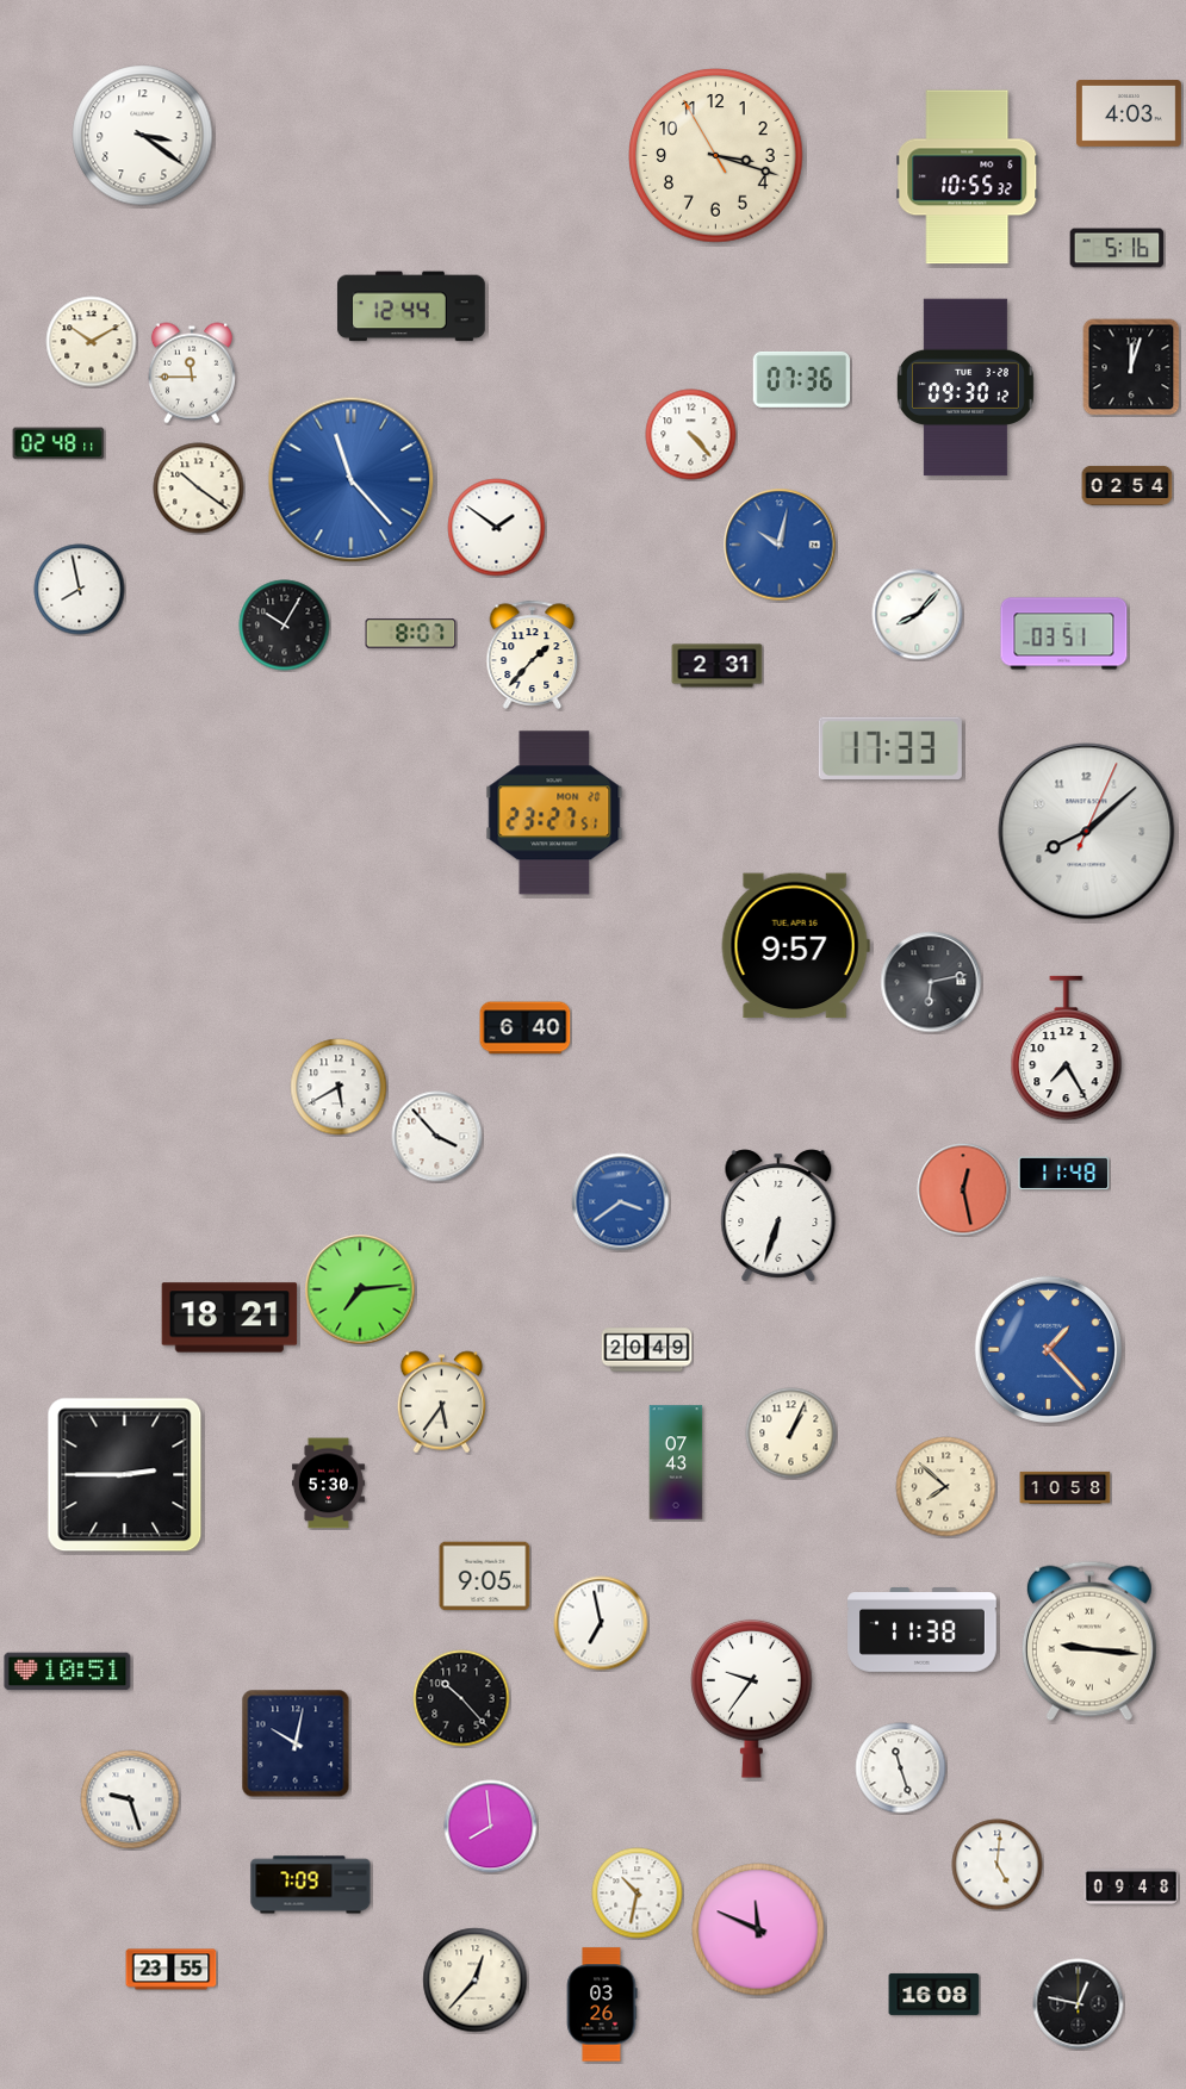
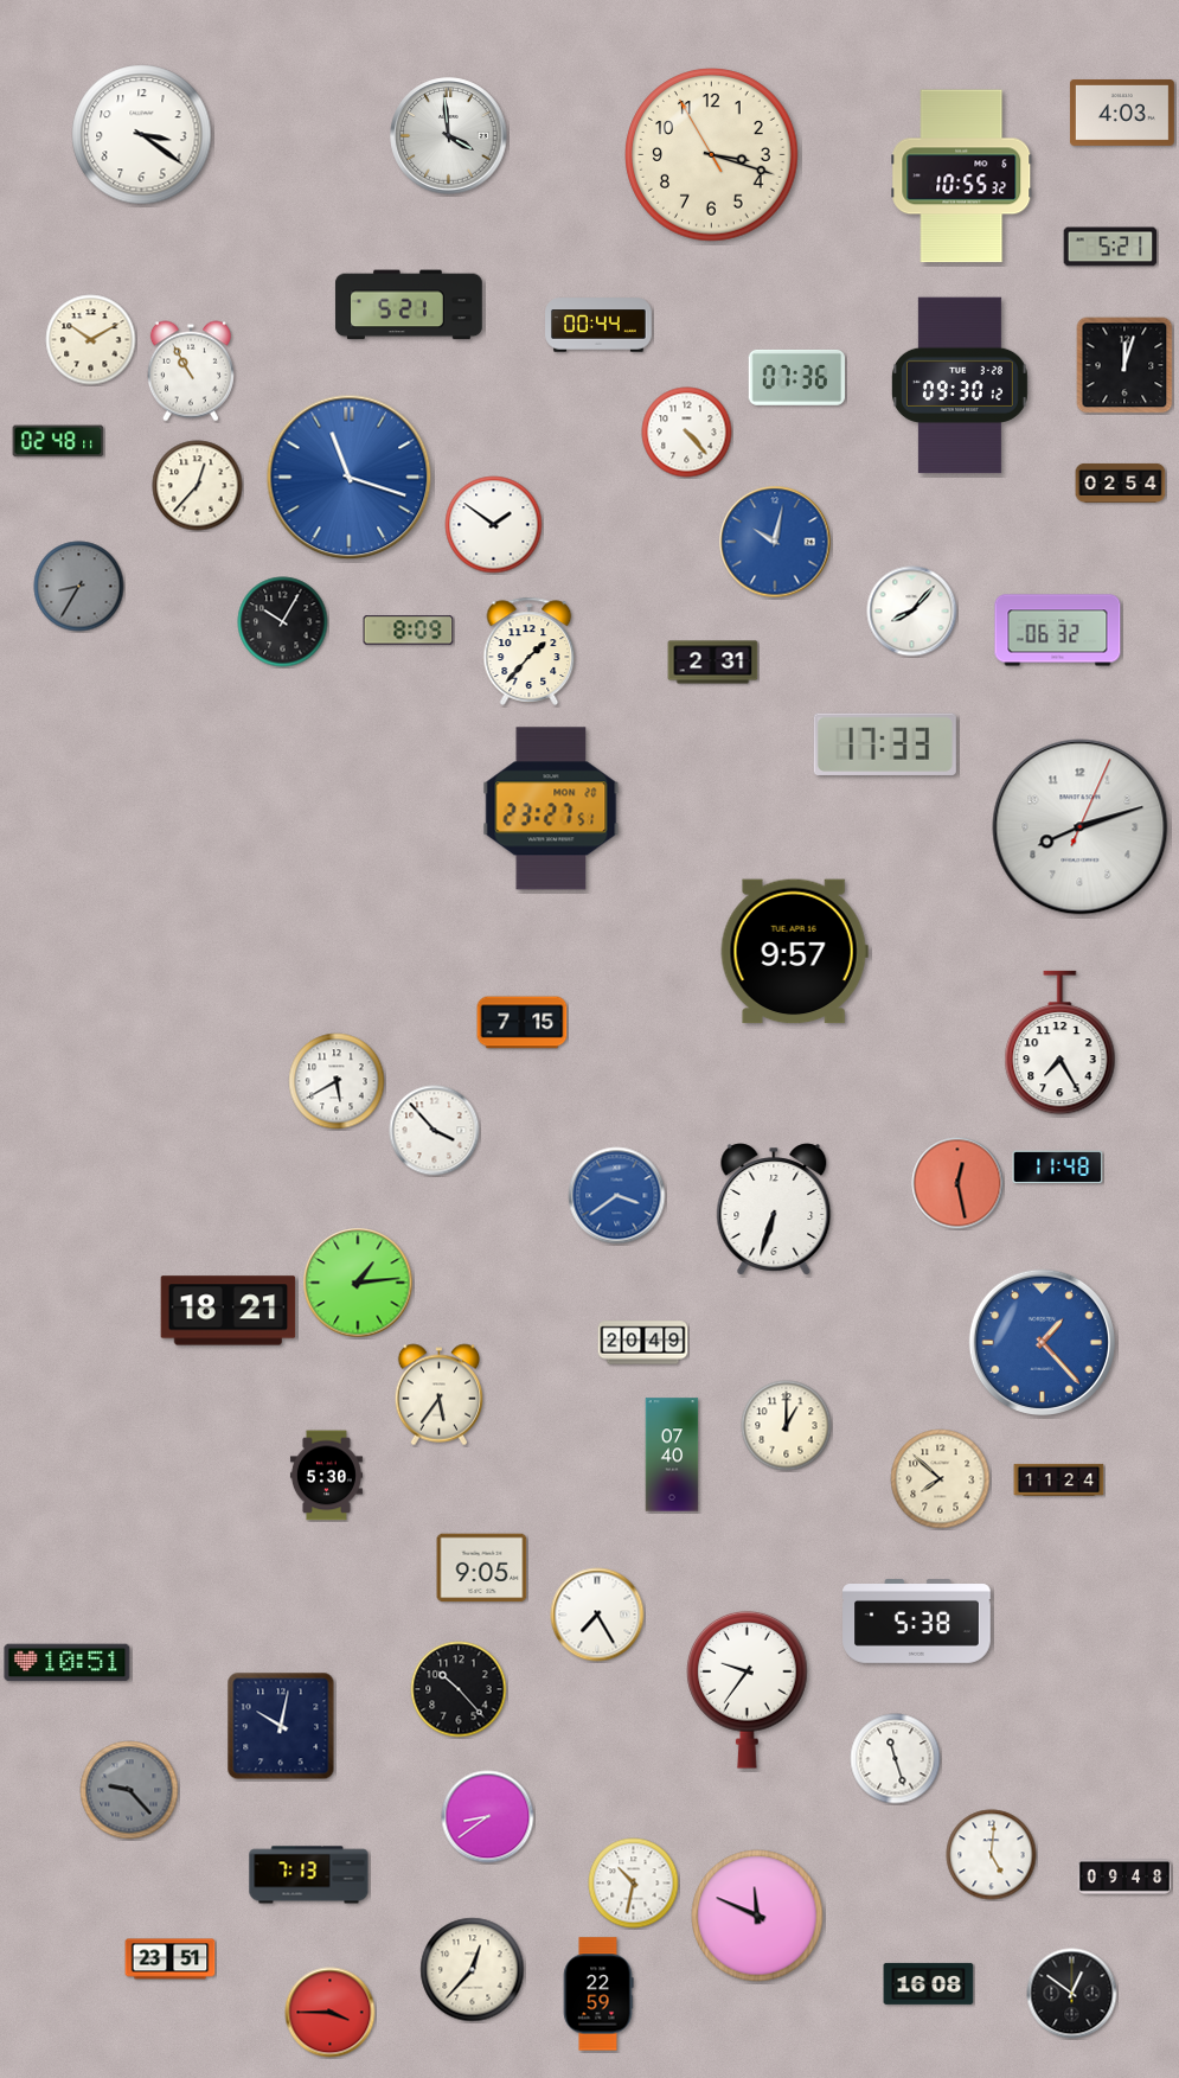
clock at (449, 136): none -> 3:59
clock at (1117, 248): 5:16 -> 5:21
clock at (411, 306): 12:44 -> 5:21
clock at (598, 325): none -> 00:44
clock at (192, 373): 11:45 -> 10:55
clock at (352, 480): 11:23 -> 11:18
clock at (199, 489): 10:21 -> 12:37
clock at (80, 590): 7:58 -> 8:35
clock at (80, 590) dial: white -> grey
clock at (411, 634): 8:07 -> 8:09
clock at (1064, 634): 03:51 -> 06:32
clock at (1087, 832): 8:08 -> 8:12
clock at (795, 946) position: (795, 946) -> (794, 952)
clock at (931, 982): 6:13 -> none
clock at (526, 1028): 6:40 -> 7:15
clock at (360, 1289): 7:14 -> 1:14
clock at (791, 1434): 1:04 -> 1:00
clock at (676, 1462): 07:43 -> 07:40
clock at (125, 1475): 2:45 -> none
clock at (1066, 1487): 10:58 -> 11:24
clock at (601, 1623): 6:58 -> 7:25
clock at (923, 1630): 11:38 -> 5:38
clock at (1089, 1641): 9:16 -> none
clock at (296, 1743) position: (296, 1743) -> (281, 1726)
clock at (130, 1799): 9:27 -> 9:23
clock at (130, 1799) dial: white -> grey
clock at (491, 1827): 7:59 -> 8:39
clock at (311, 1885): 7:09 -> 7:13
clock at (758, 1929) position: (758, 1929) -> (757, 1916)
clock at (172, 1970): 23:55 -> 23:51
clock at (602, 2004): 03:26 -> 22:59
clock at (1079, 2004): 12:47 -> 12:51
clock at (331, 2013): none -> 3:45
